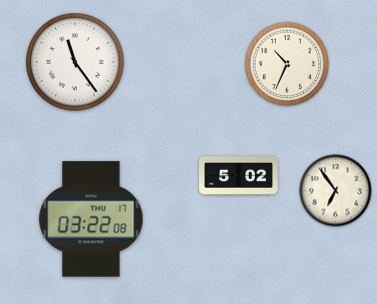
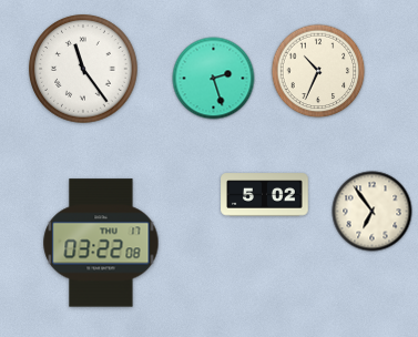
clock at (214, 79): none -> 2:27
